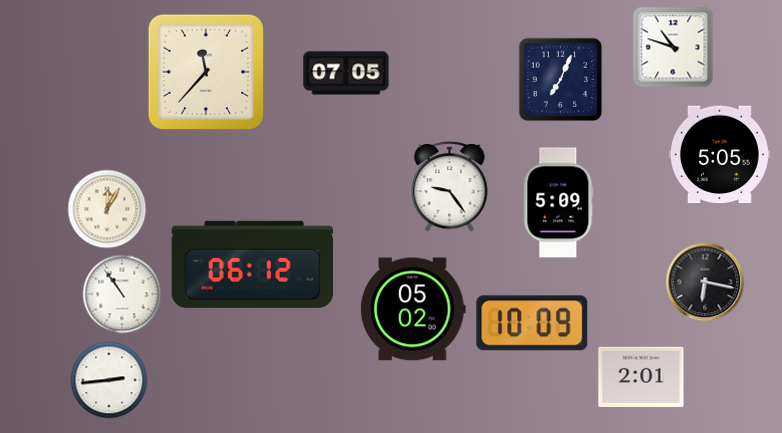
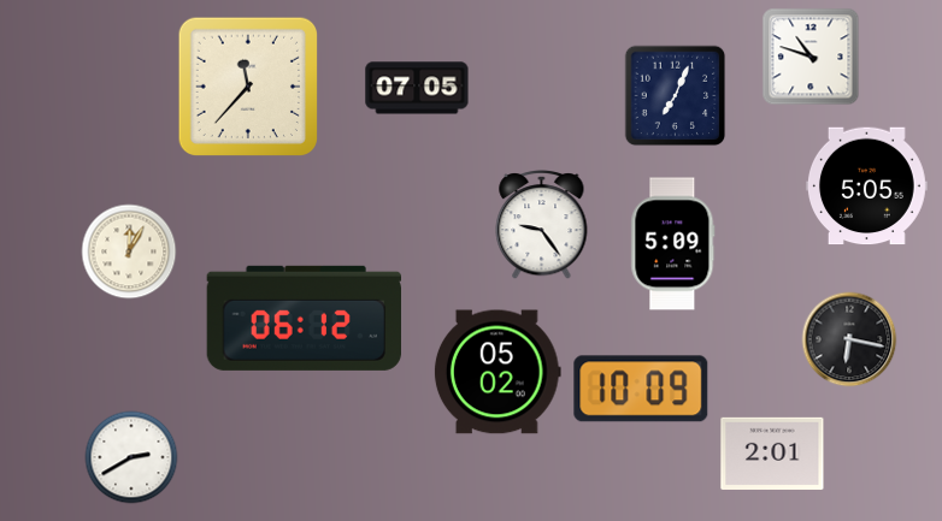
clock at (122, 294): 10:54 -> none
clock at (109, 380): 2:44 -> 2:40
